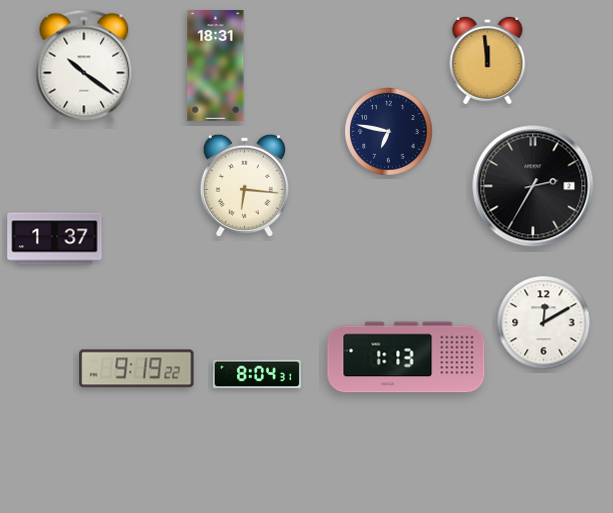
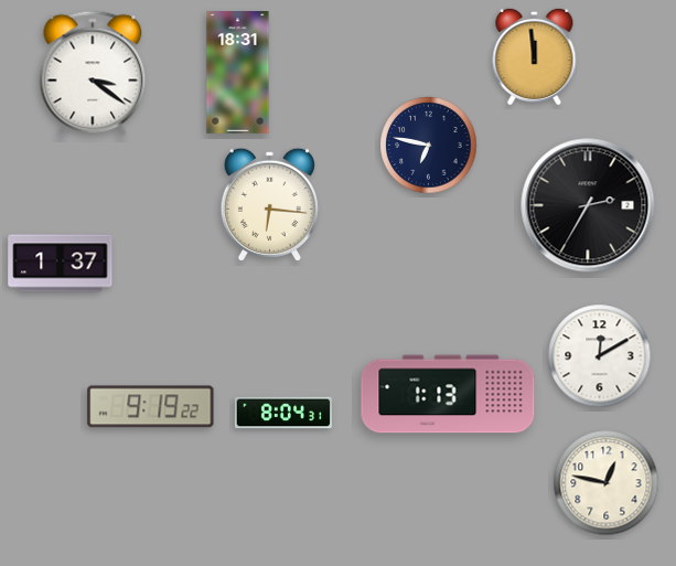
clock at (488, 59) position: (488, 59) -> (535, 55)
clock at (84, 67): 10:21 -> 3:21
clock at (607, 483): none -> 12:47
